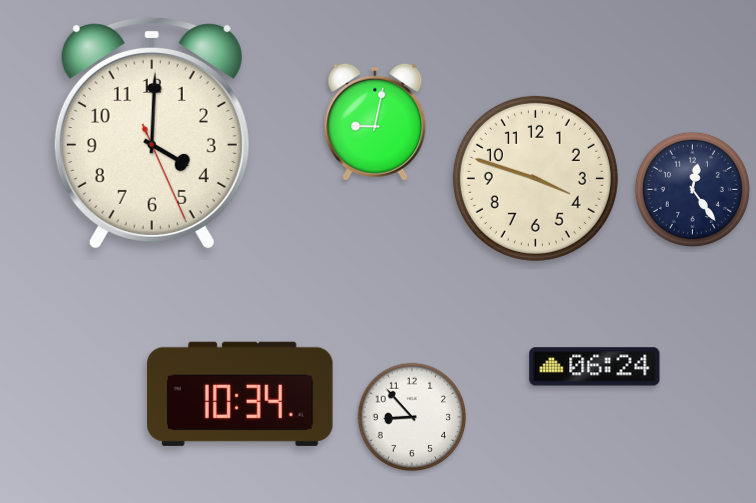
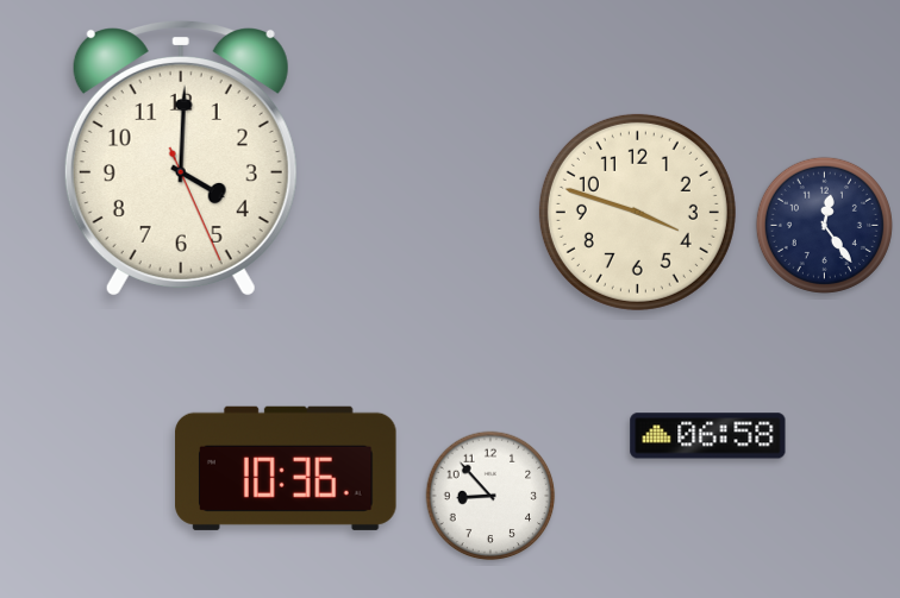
clock at (375, 122): 9:02 -> none
clock at (595, 367): 06:24 -> 06:58
clock at (240, 394): 10:34 -> 10:36
